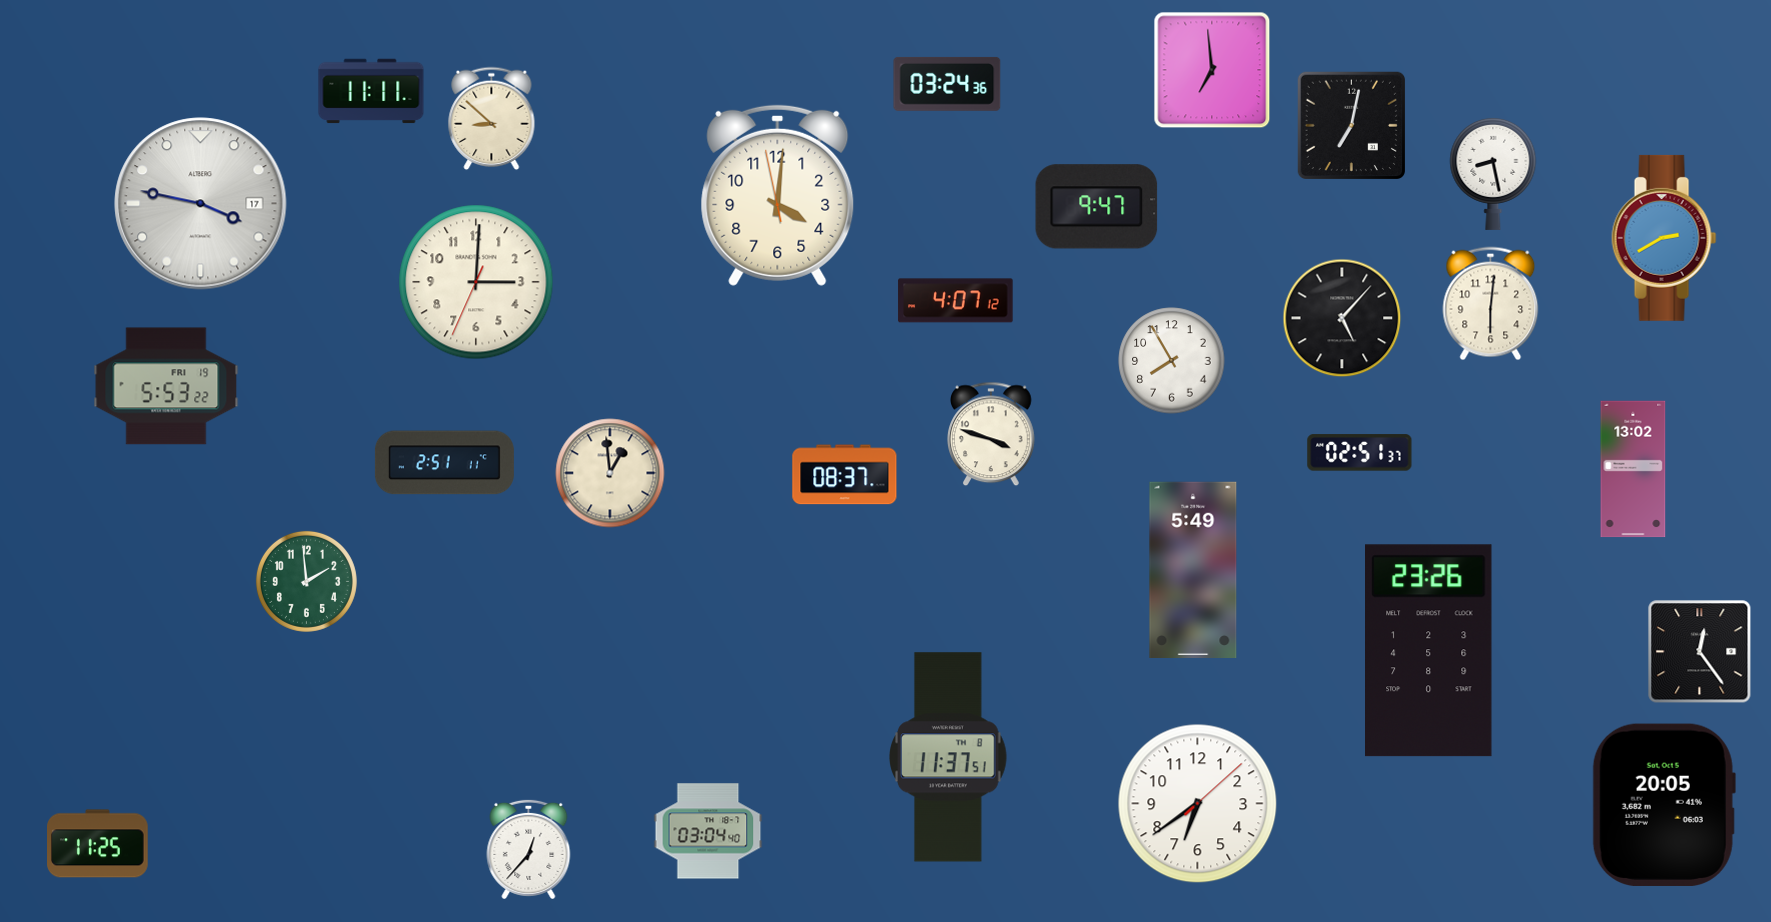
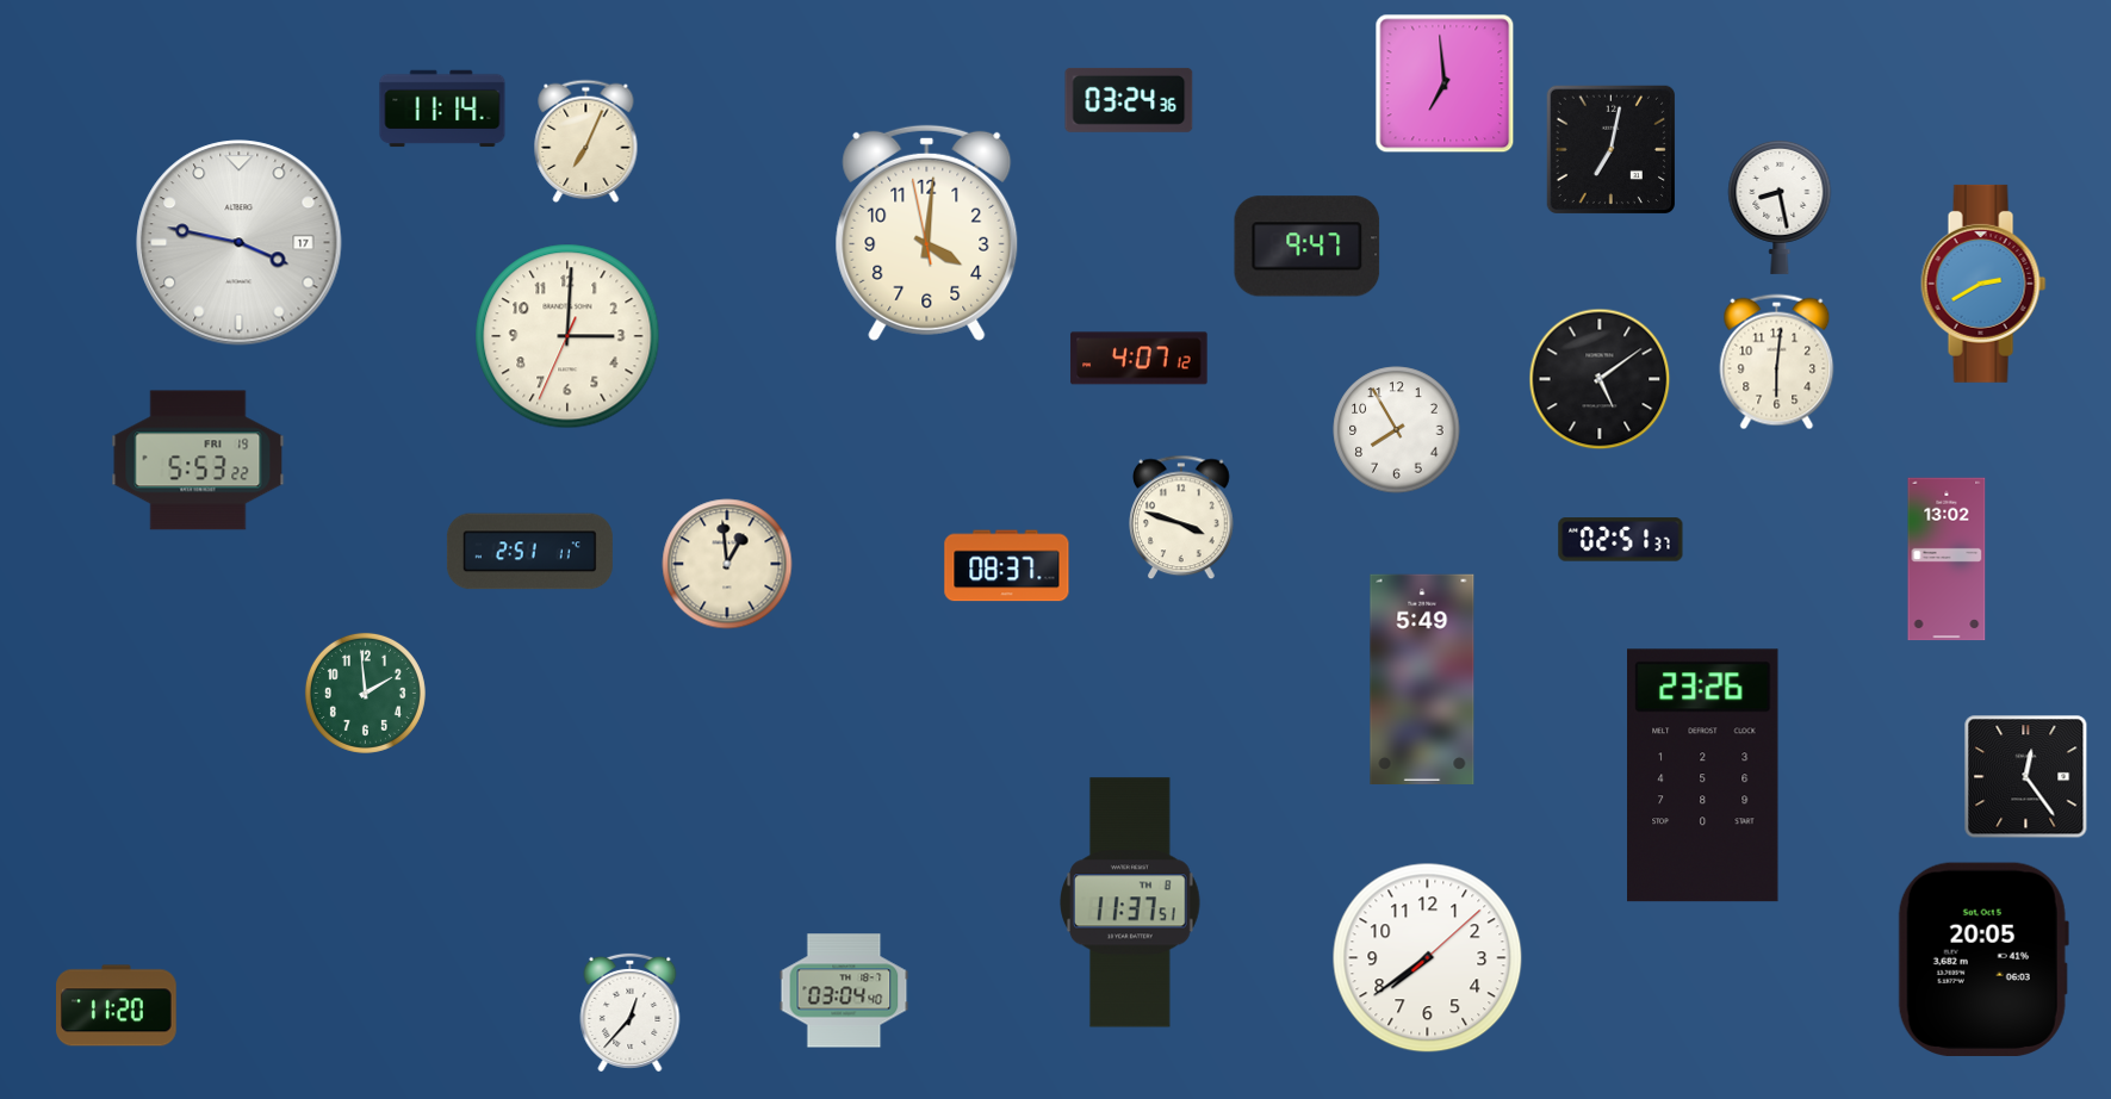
clock at (371, 91): 11:11 -> 11:14
clock at (492, 119): 8:52 -> 7:04
clock at (1342, 318): 5:07 -> 5:09
clock at (1198, 804): 6:39 -> 7:39
clock at (98, 844): 11:25 -> 11:20
